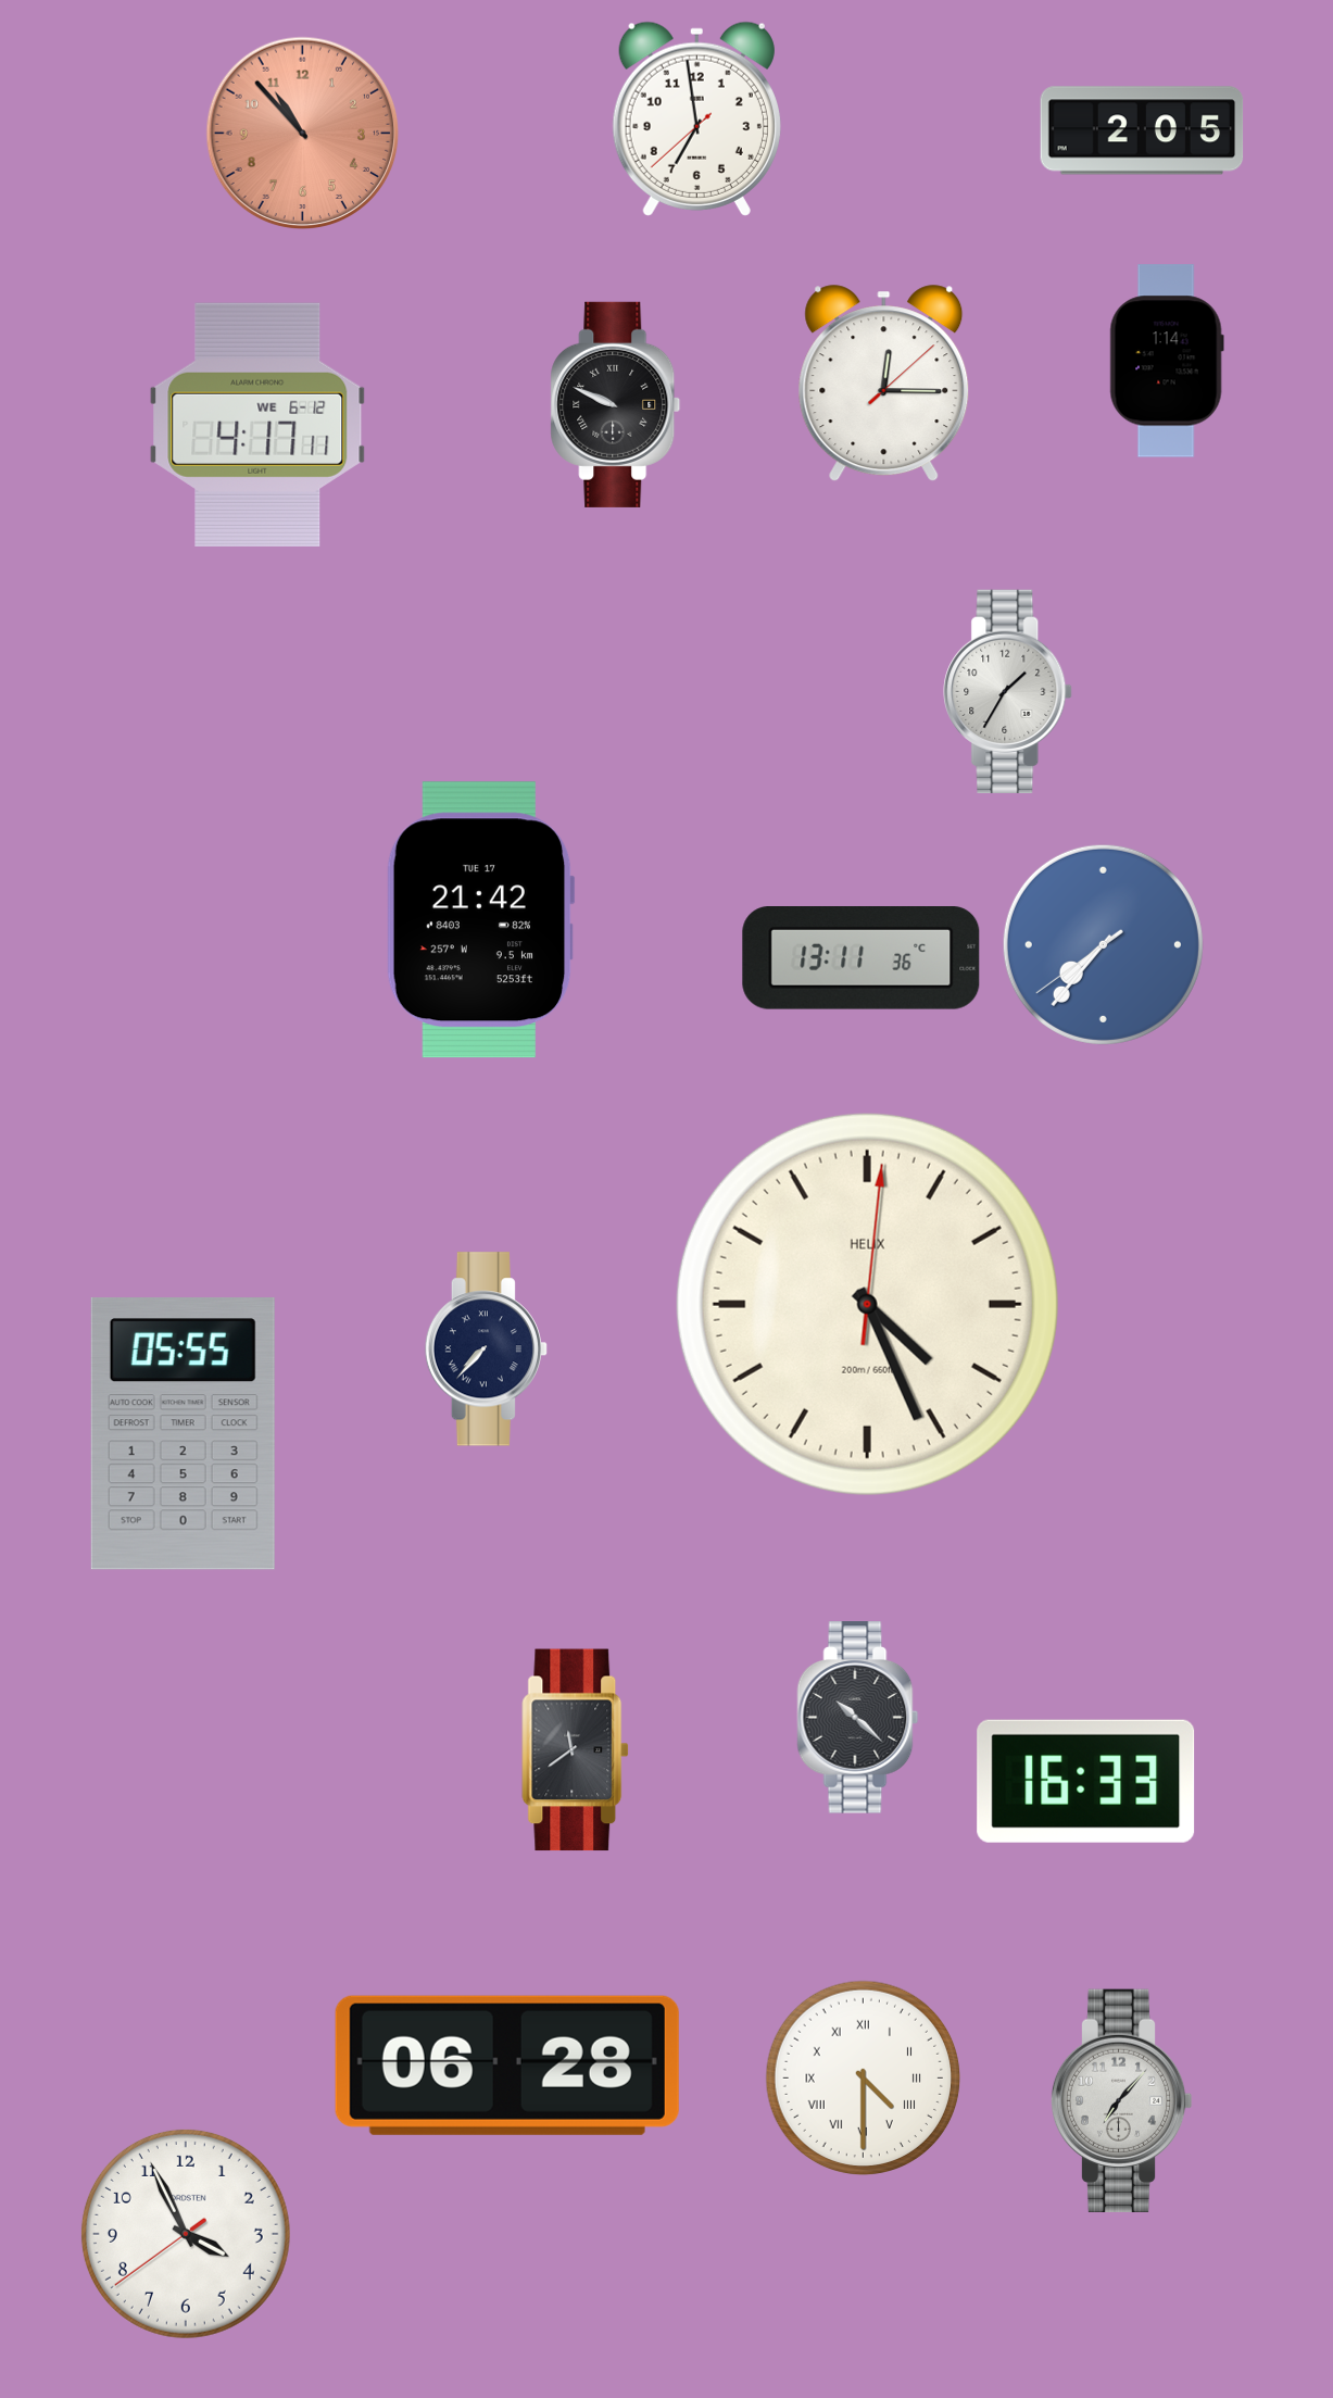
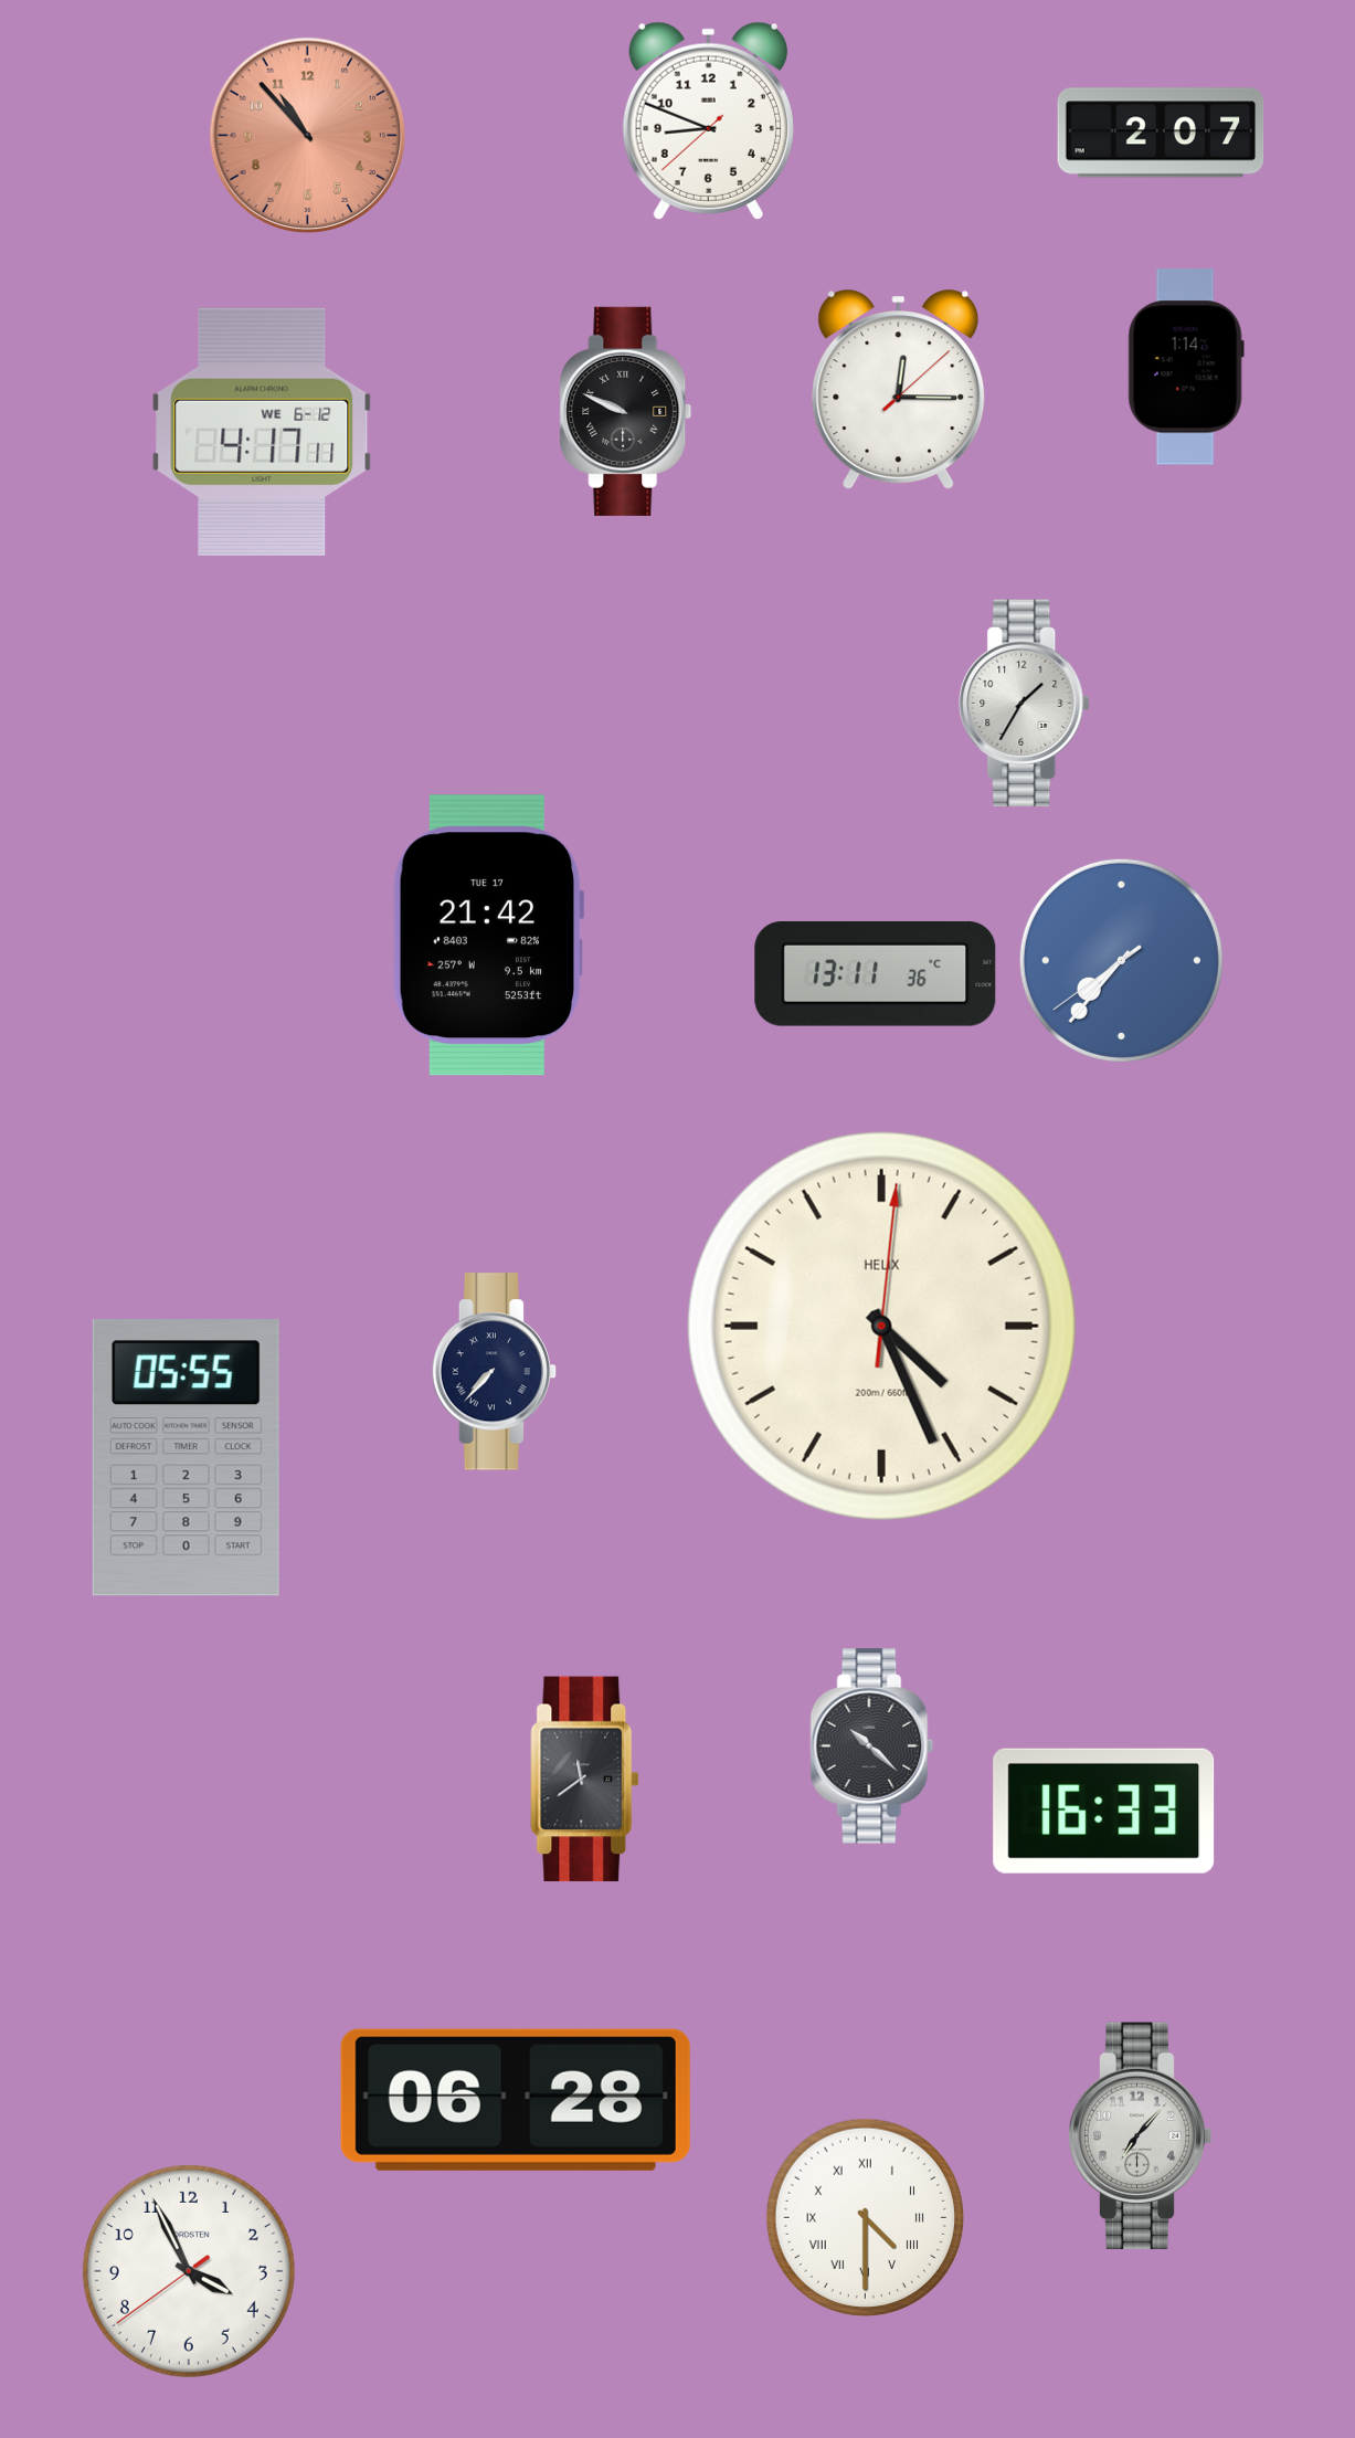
clock at (696, 118): 6:58 -> 8:48
clock at (1142, 130): 2:05 -> 2:07
clock at (863, 2077) position: (863, 2077) -> (865, 2217)
